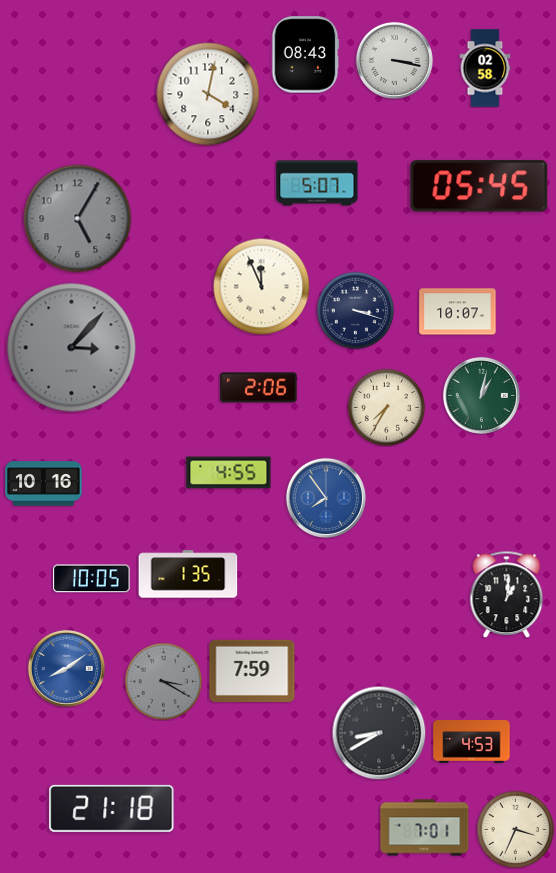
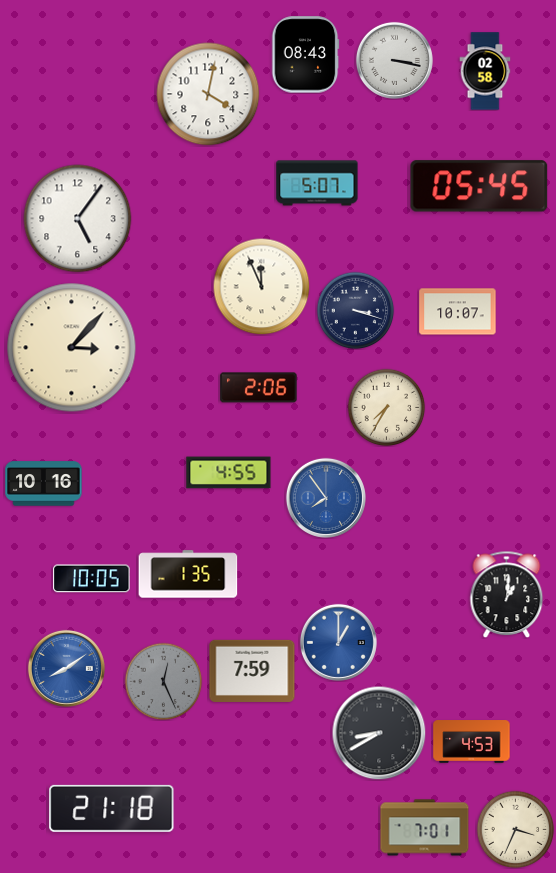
clock at (485, 68) position: (485, 68) -> (485, 71)
clock at (78, 219): 5:05 -> 5:06
clock at (78, 219) dial: grey -> white
clock at (72, 348) dial: grey -> cream
clock at (481, 395): 1:02 -> none
clock at (338, 642): none -> 1:00
clock at (163, 681): 3:20 -> 12:26
